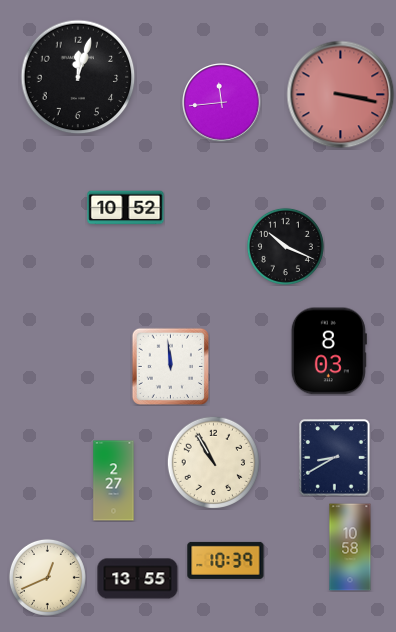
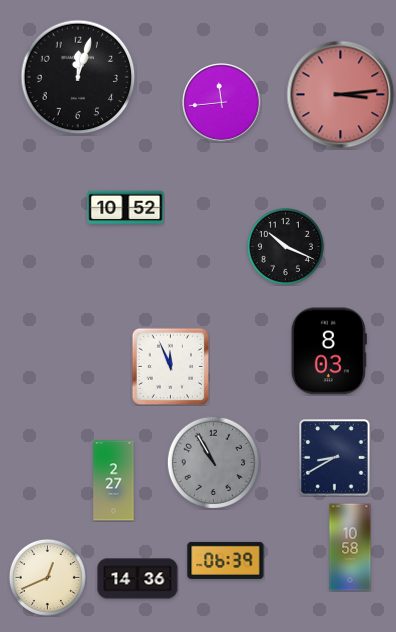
clock at (341, 95): 3:17 -> 3:14
clock at (170, 366): 11:59 -> 11:56
clock at (213, 462) dial: cream -> grey
clock at (226, 560): 10:39 -> 06:39
clock at (138, 579): 13:55 -> 14:36
